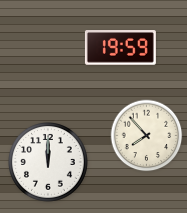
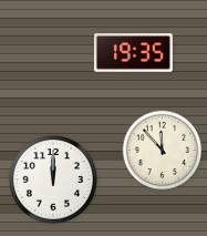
clock at (120, 48): 19:59 -> 19:35
clock at (147, 136): 7:53 -> 11:53
